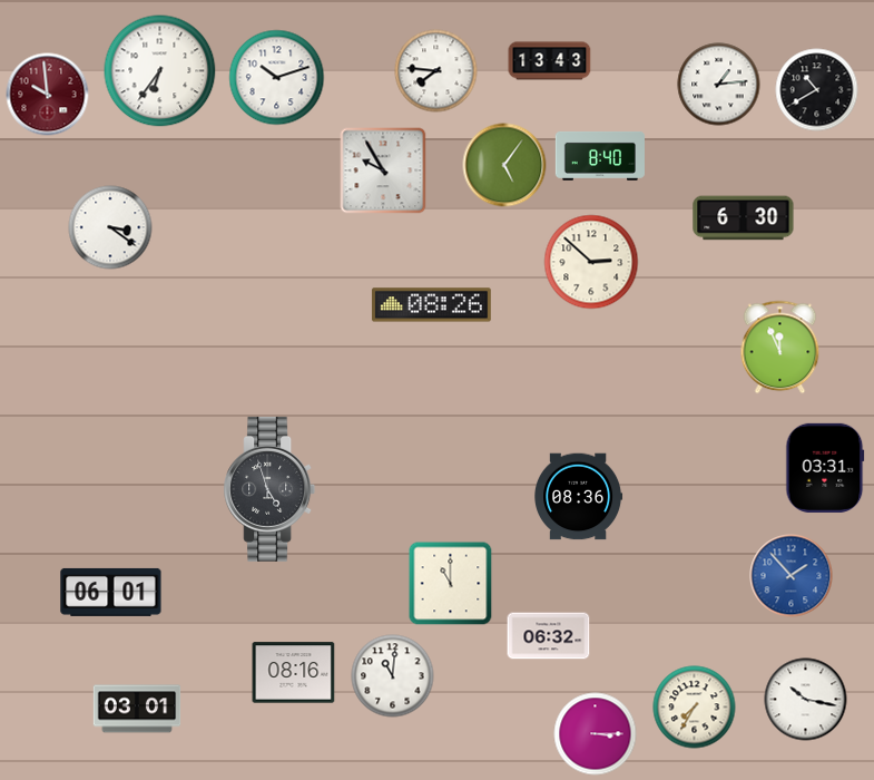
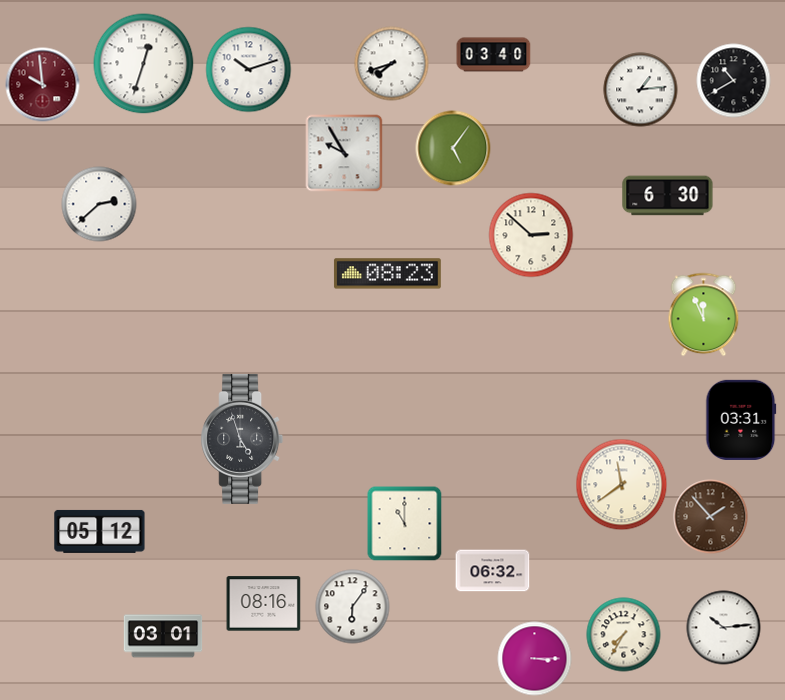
clock at (550, 61): 13:43 -> 03:40
clock at (160, 71): 6:36 -> 12:33
clock at (436, 71): 7:46 -> 7:42
clock at (719, 85) position: (719, 85) -> (641, 90)
clock at (600, 156): 8:40 -> none
clock at (110, 227): 3:21 -> 2:38
clock at (431, 305): 08:26 -> 08:23
clock at (780, 348) position: (780, 348) -> (704, 315)
clock at (579, 497): 08:36 -> none
clock at (622, 485): none -> 11:39
clock at (792, 576) dial: blue -> brown
clock at (111, 592): 06:01 -> 05:12
clock at (393, 676): 11:01 -> 6:06
clock at (806, 700): 10:17 -> 10:14
clock at (137, 709) position: (137, 709) -> (163, 636)
